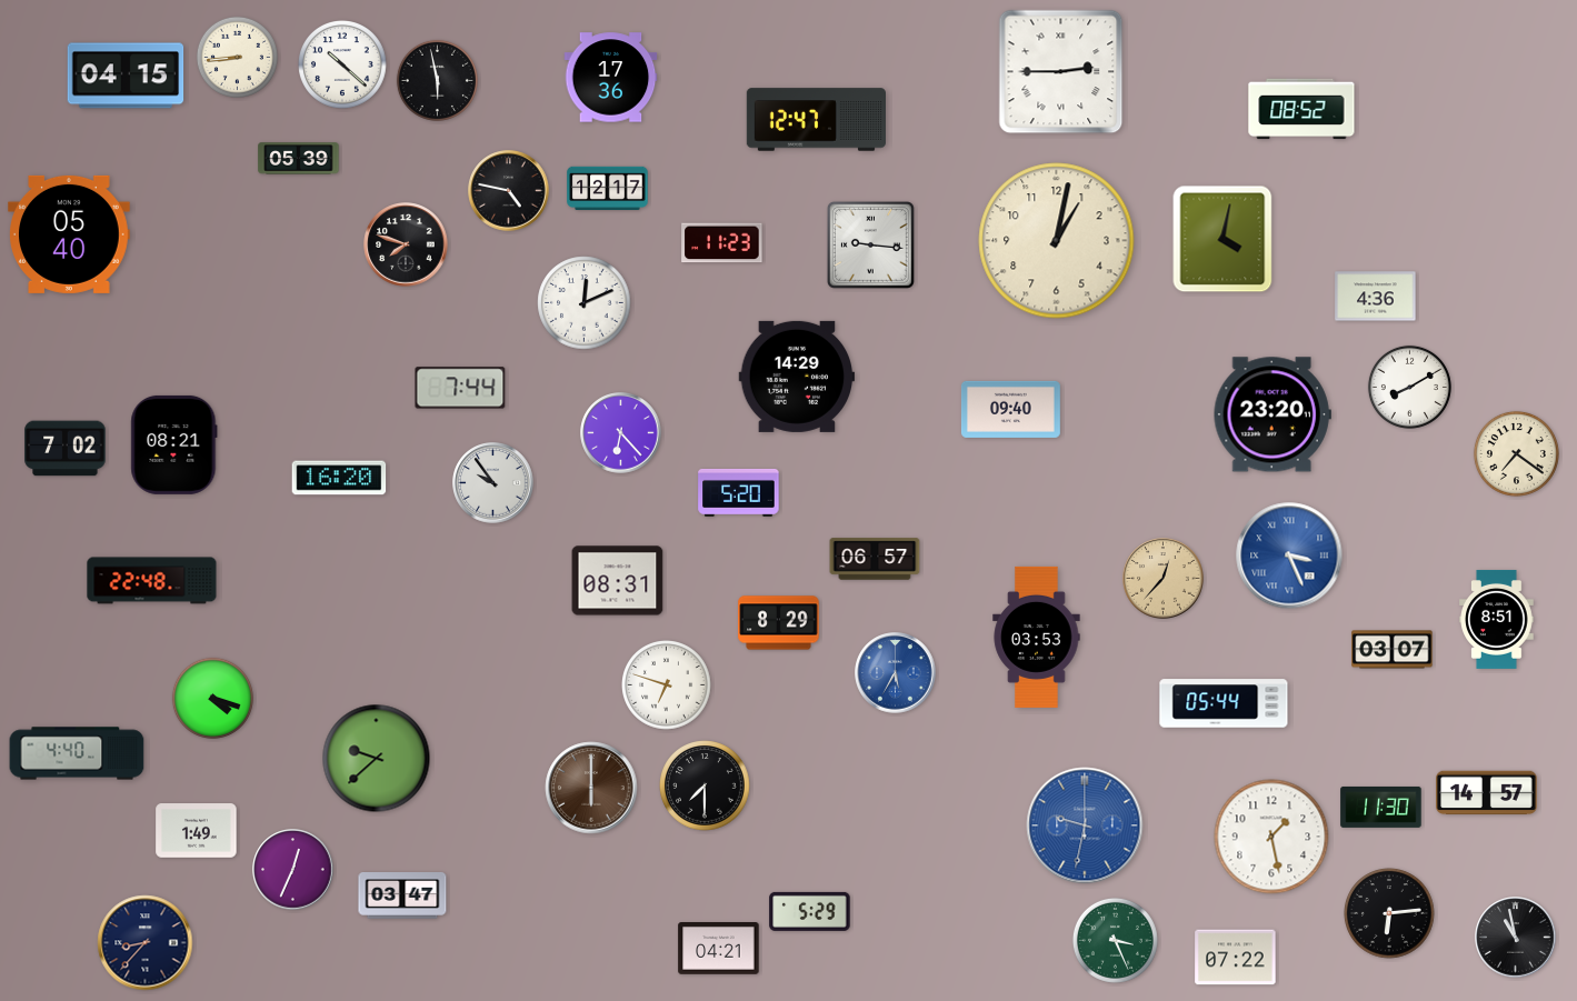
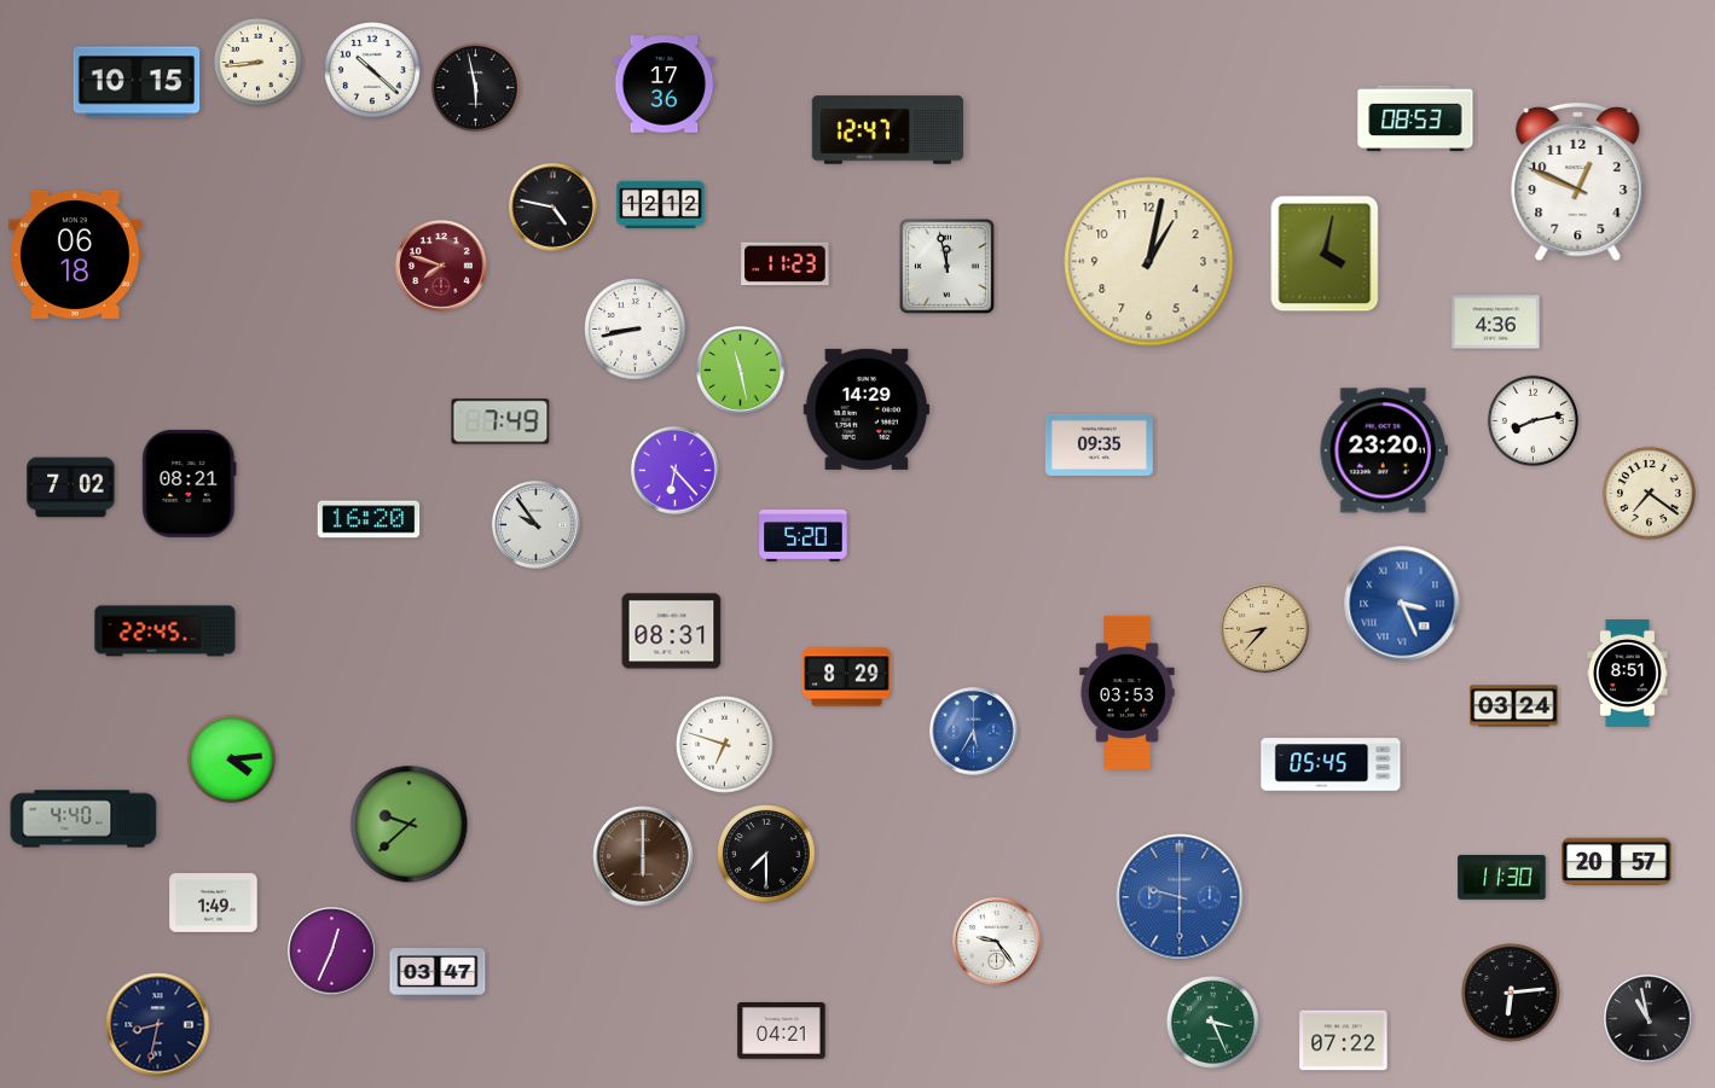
clock at (1061, 72): 2:45 -> none
clock at (126, 76): 04:15 -> 10:15
clock at (1301, 109): 08:52 -> 08:53
clock at (299, 159): 05:39 -> none
clock at (1578, 182): none -> 12:49
clock at (608, 188): 12:17 -> 12:12
clock at (70, 234): 05:40 -> 06:18
clock at (1222, 239) position: (1222, 239) -> (1325, 254)
clock at (406, 244) dial: black -> burgundy
clock at (870, 244): 9:16 -> 11:58
clock at (585, 303): 12:11 -> 8:43
clock at (741, 371): none -> 11:28
clock at (1409, 387): 8:10 -> 8:13
clock at (460, 388): 7:44 -> 7:49
clock at (1010, 409): 09:40 -> 09:35
clock at (875, 559): 06:57 -> none
clock at (1164, 579): 12:37 -> 8:37
clock at (152, 581): 22:48 -> 22:45
clock at (1393, 650): 03:07 -> 03:24
clock at (212, 698): 4:18 -> 4:14
clock at (1224, 703): 05:44 -> 05:45
clock at (1487, 793): 14:57 -> 20:57
clock at (1085, 825): 9:32 -> 9:30
clock at (1271, 837): 1:28 -> none
clock at (997, 942): none -> 9:24
clock at (293, 870) position: (293, 870) -> (332, 952)
clock at (810, 911): 5:29 -> none
clock at (146, 943): 8:37 -> 8:32
